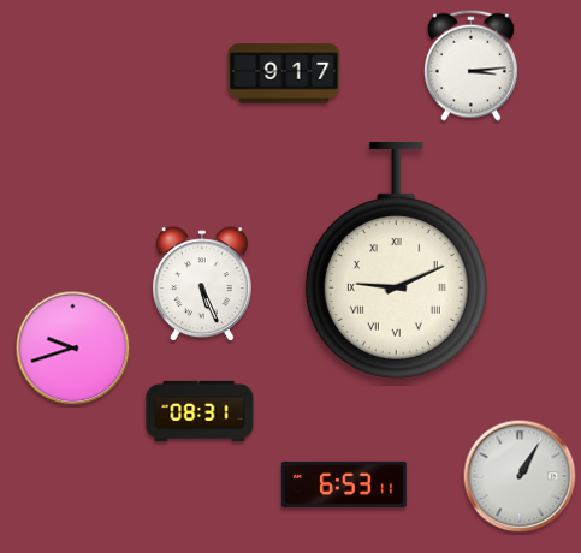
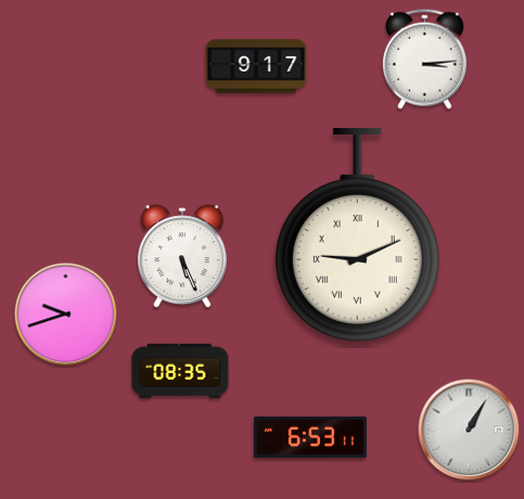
clock at (200, 411): 08:31 -> 08:35
